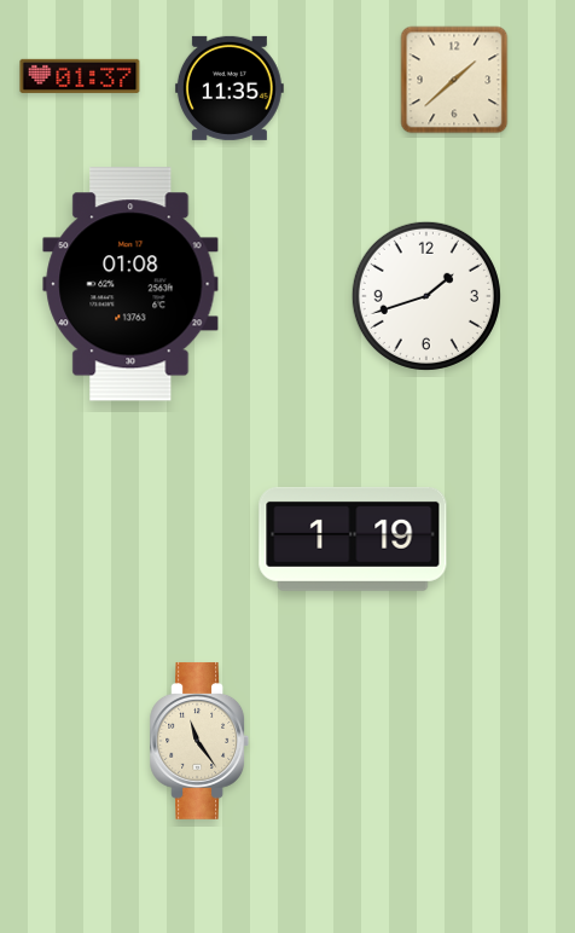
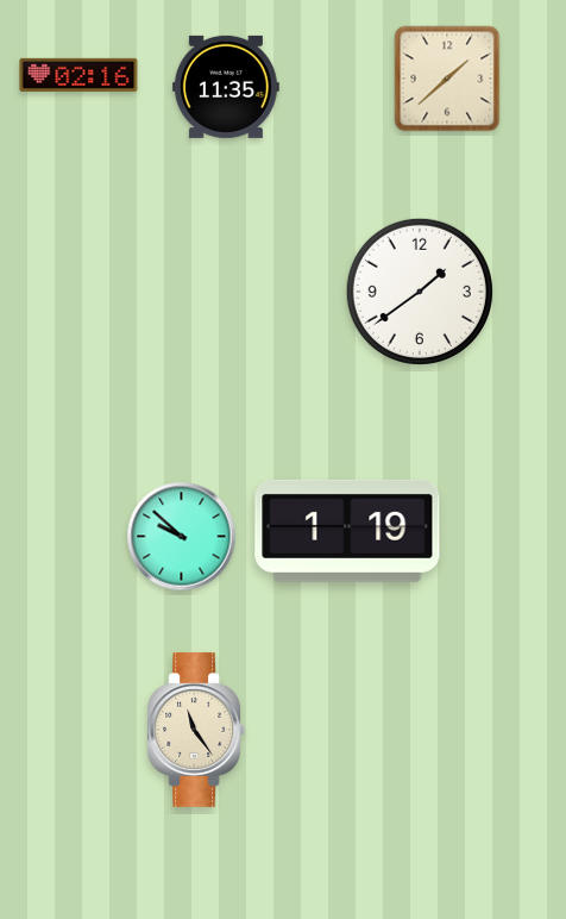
clock at (80, 76): 01:37 -> 02:16
clock at (130, 284): 01:08 -> none
clock at (426, 296): 1:42 -> 1:39
clock at (182, 537): none -> 9:52
